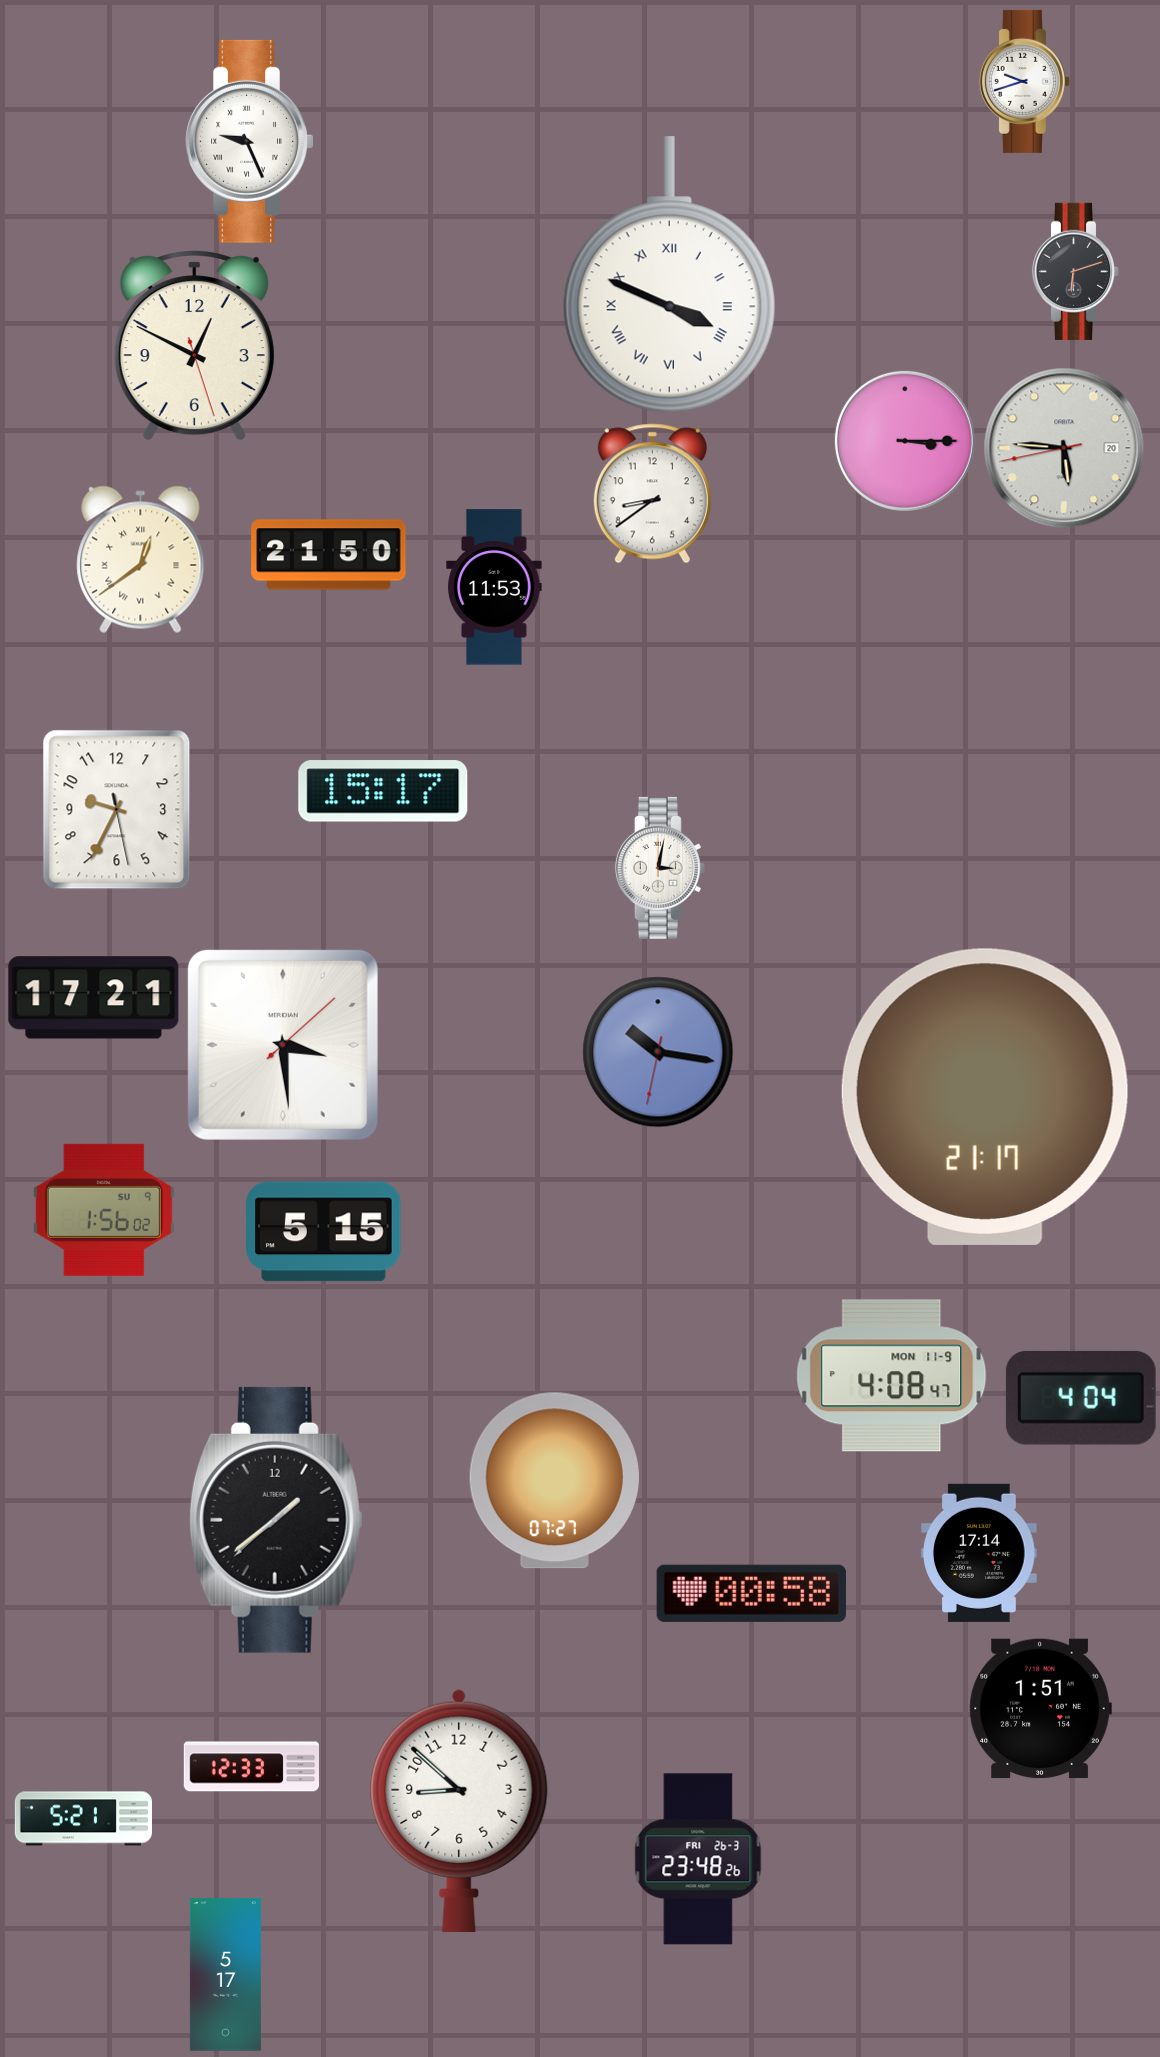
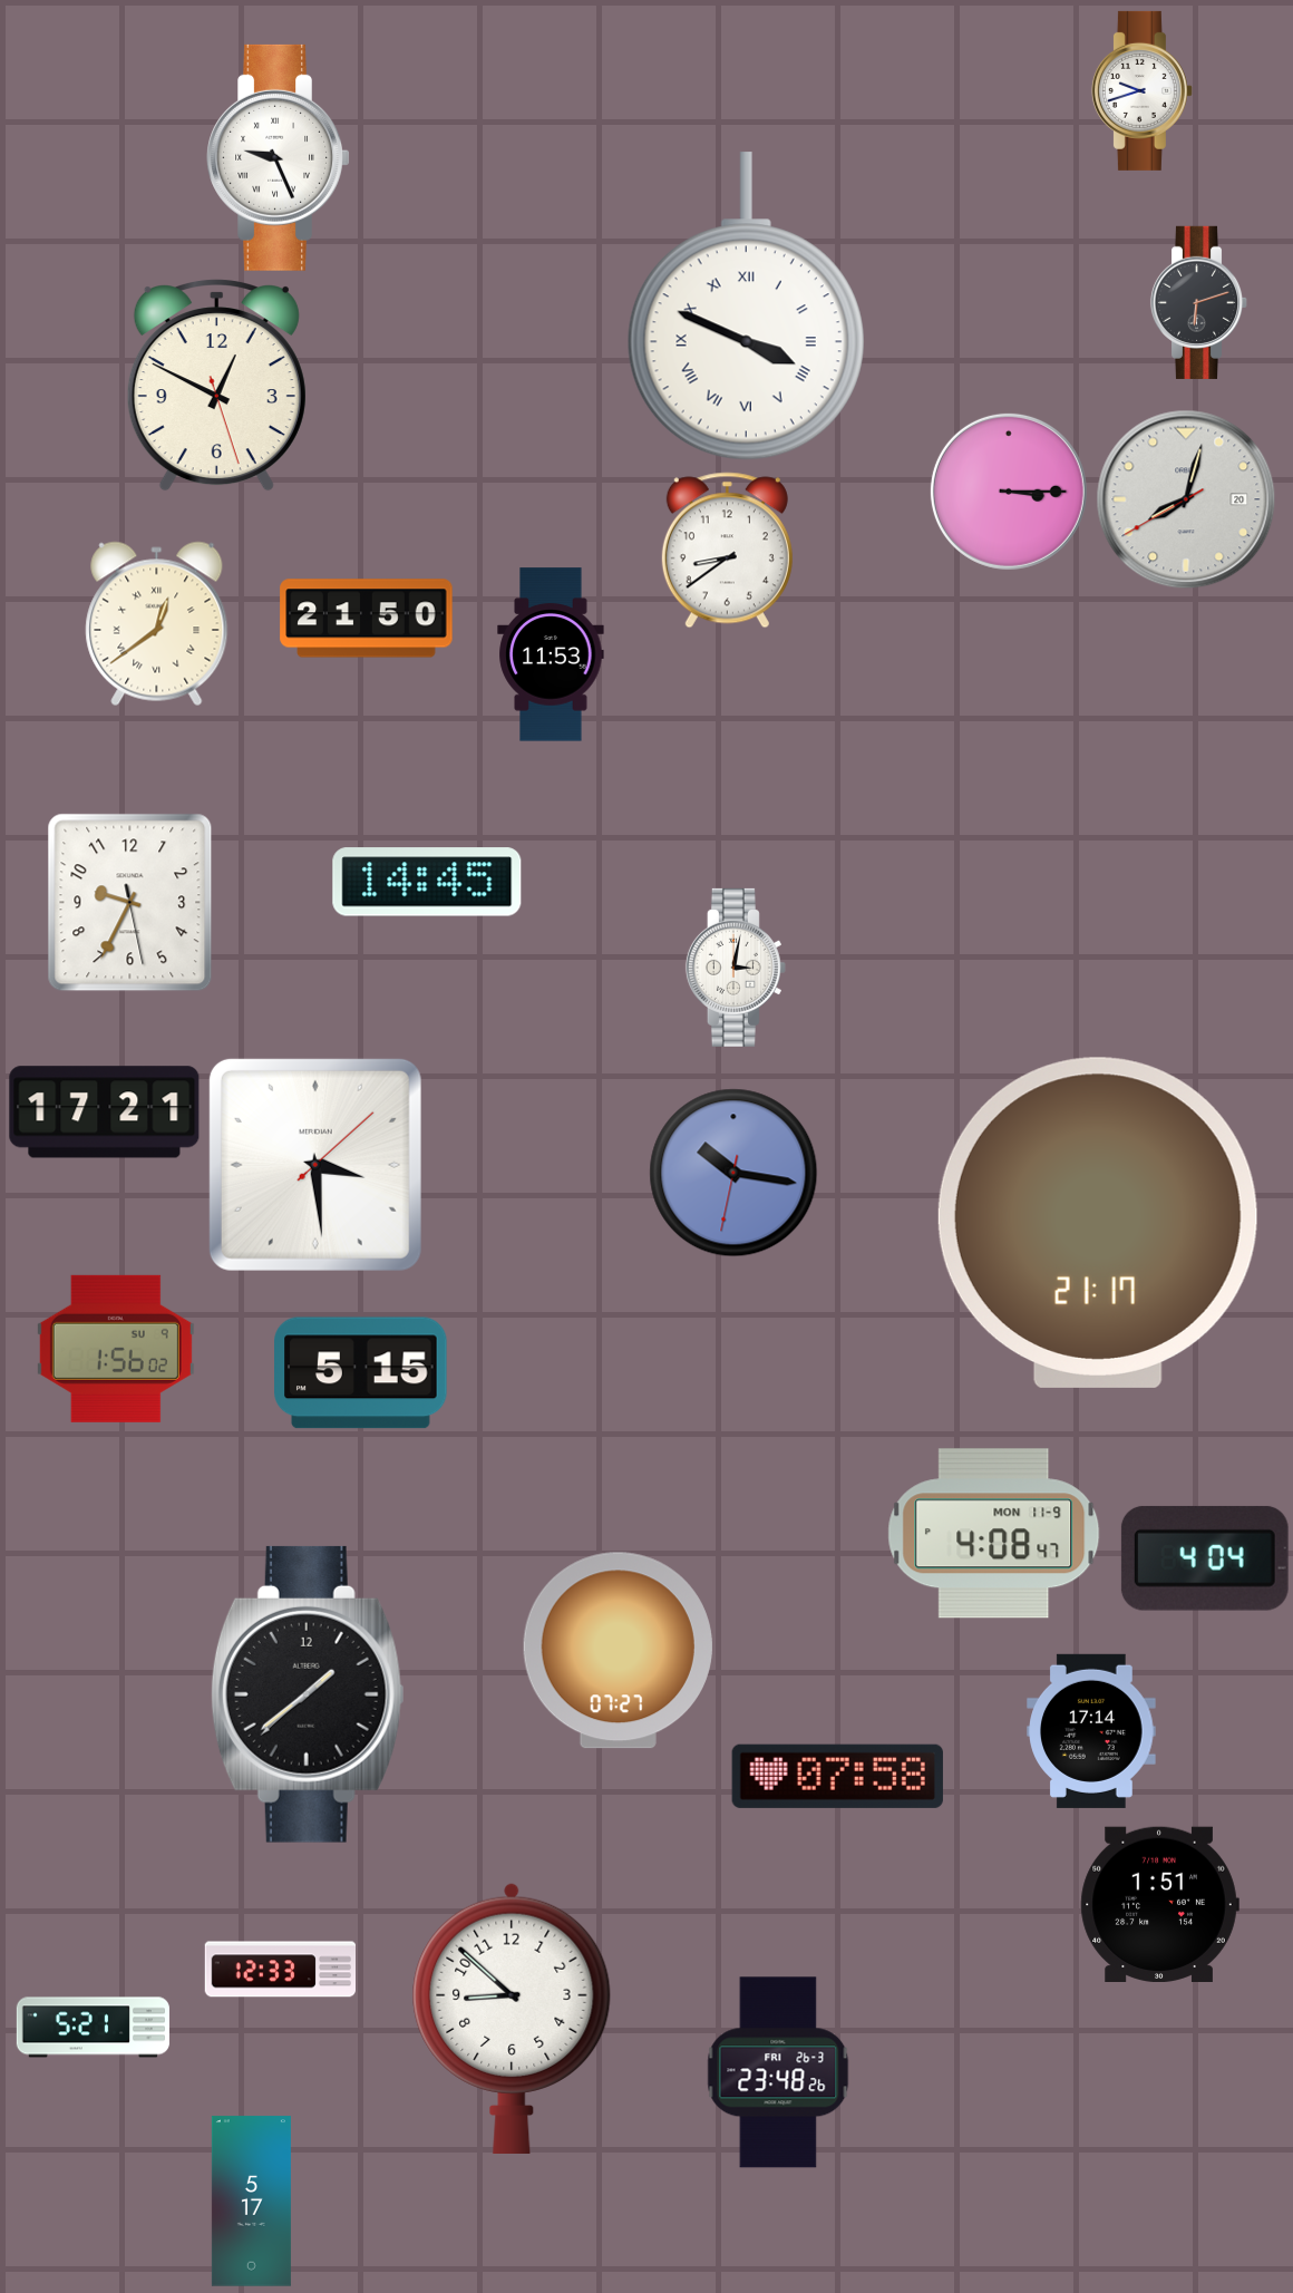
clock at (1064, 448): 5:45 -> 8:02
clock at (383, 791): 15:17 -> 14:45
clock at (751, 1593): 00:58 -> 07:58
